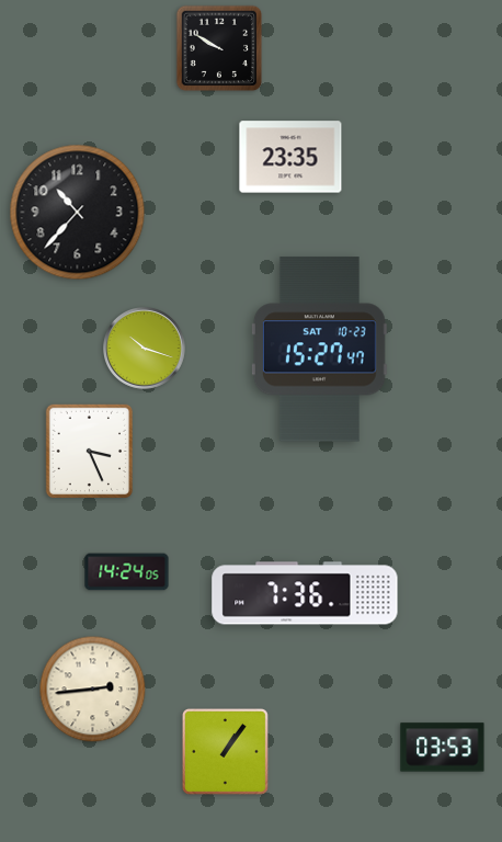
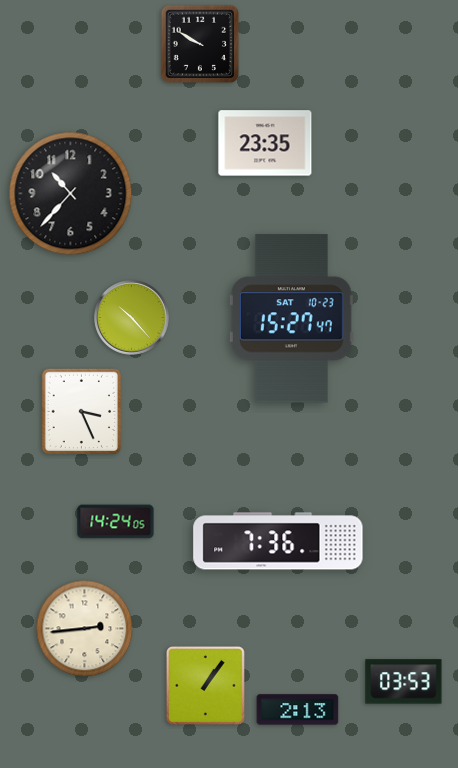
clock at (145, 349): 10:18 -> 10:23
clock at (298, 710): none -> 2:13
